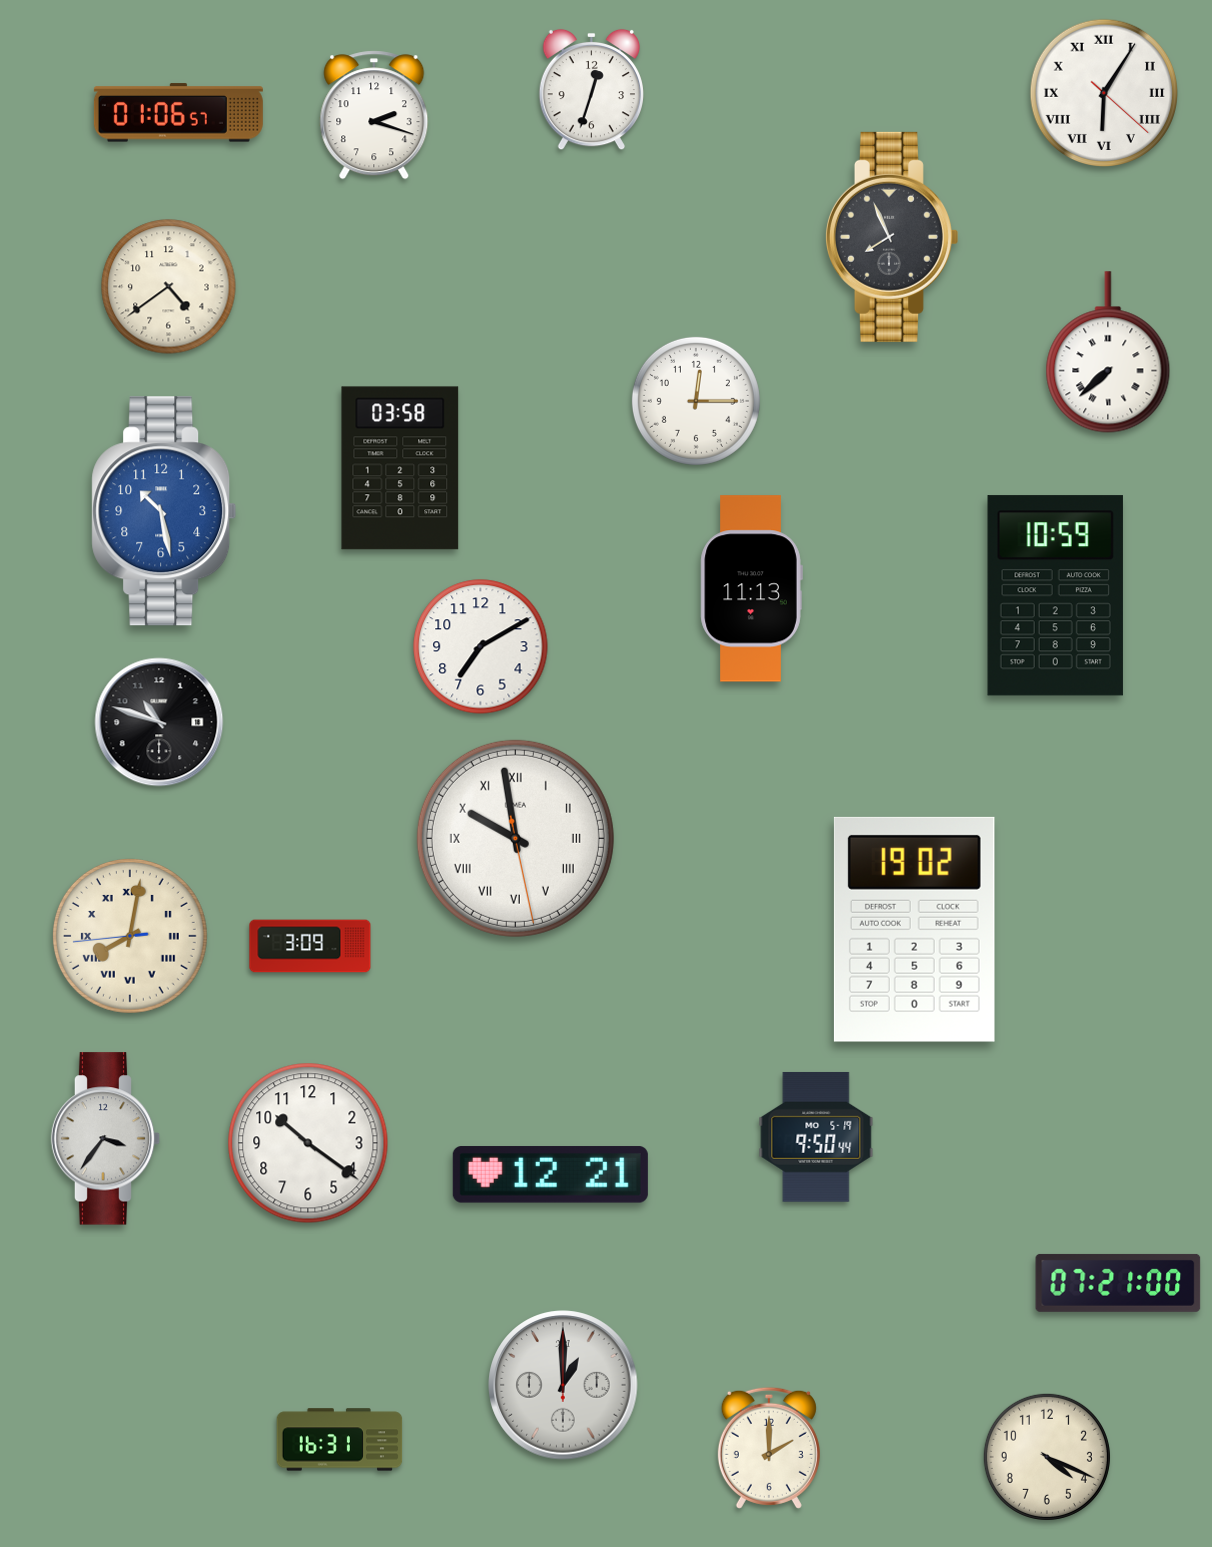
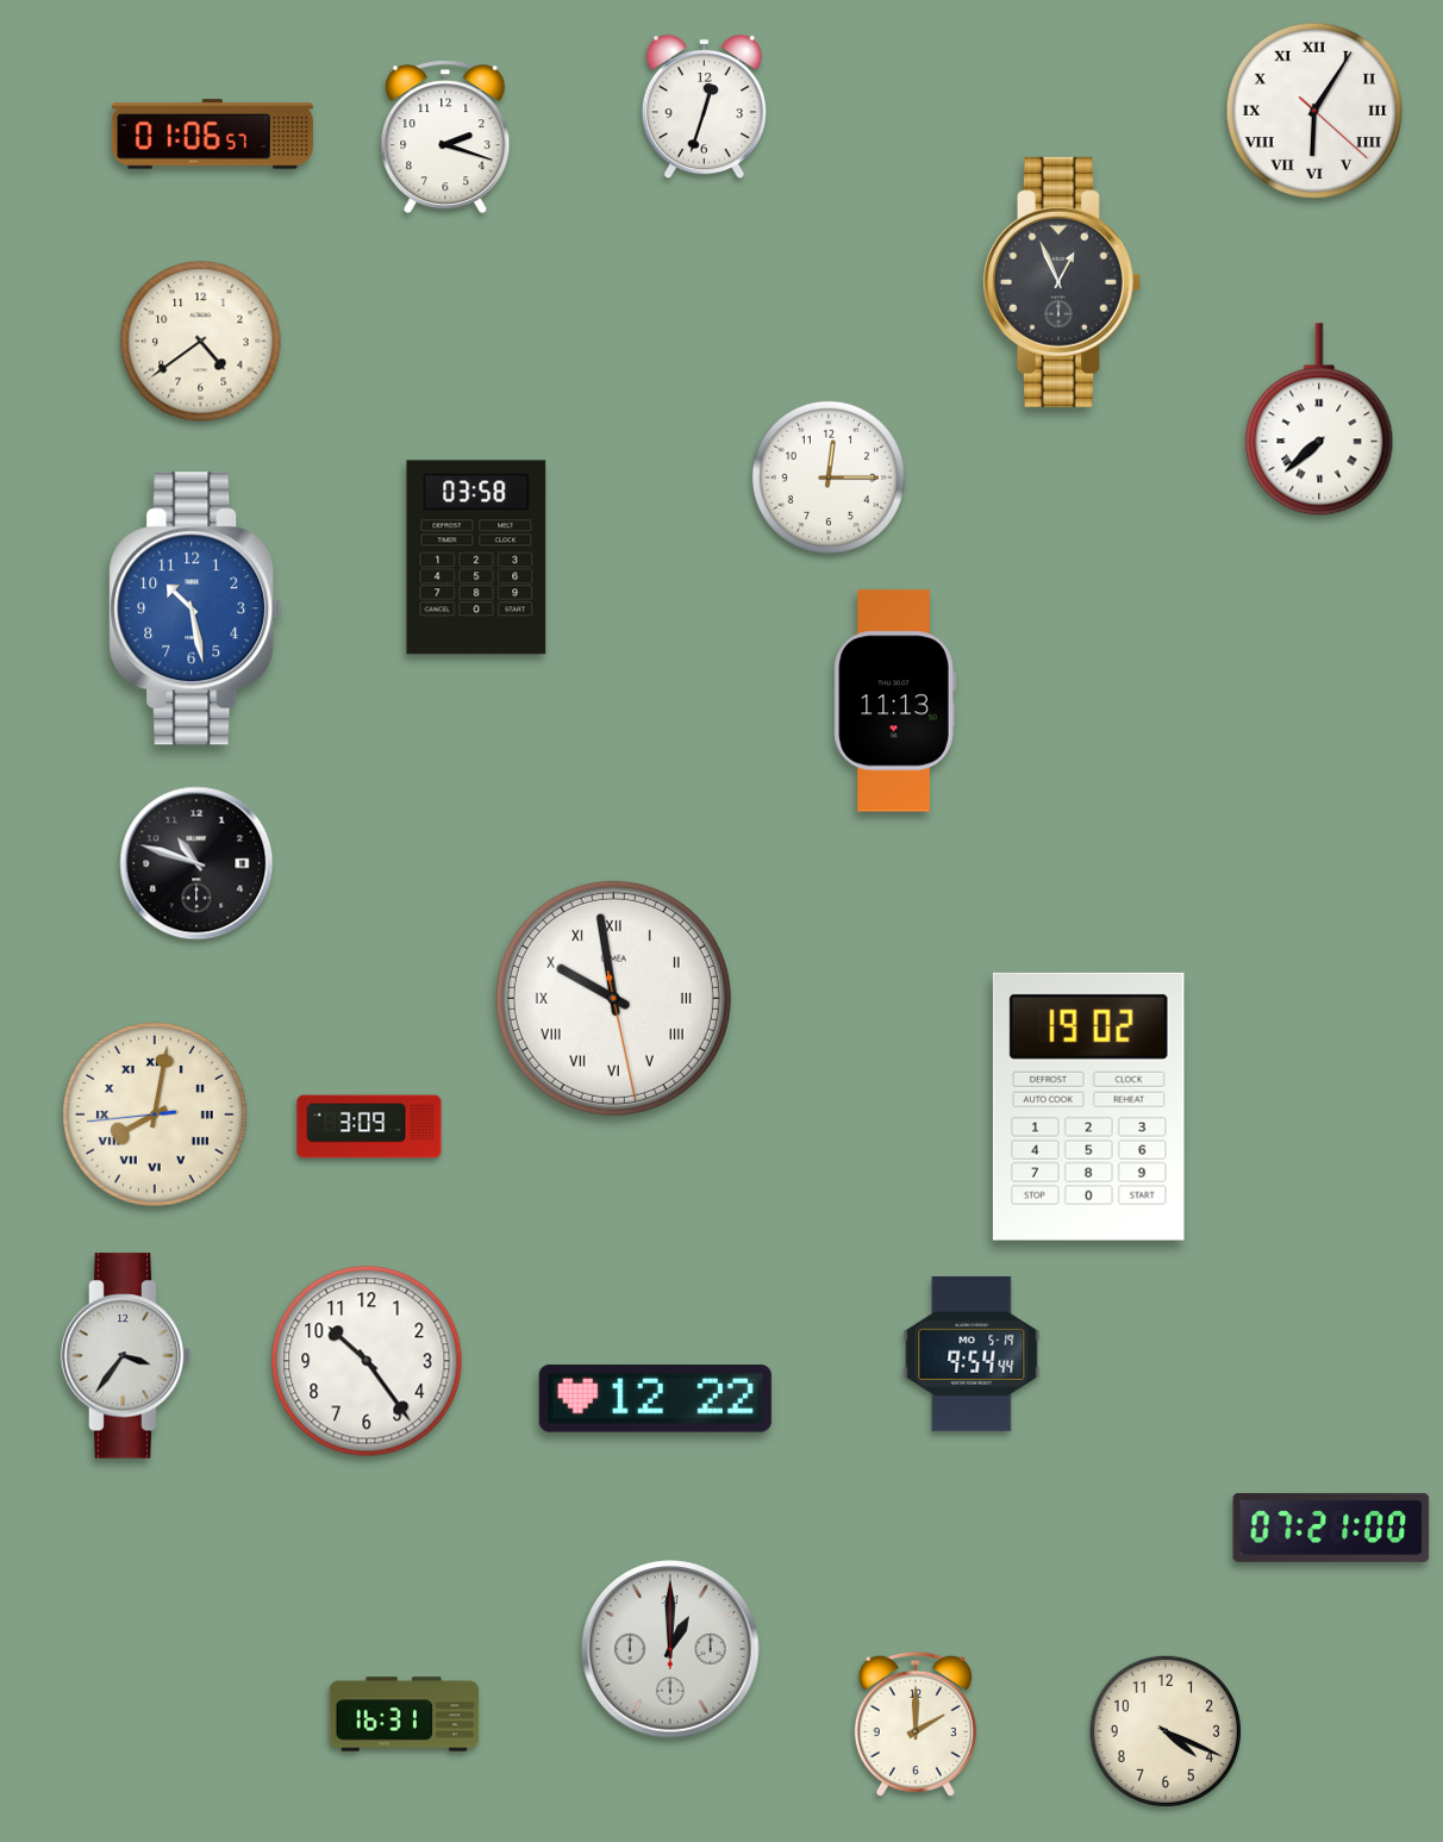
clock at (891, 237): 7:56 -> 12:56
clock at (1055, 596): 10:59 -> none
clock at (481, 647): 7:10 -> none
clock at (159, 722) position: (159, 722) -> (196, 863)
clock at (816, 1137): 9:50 -> 9:54
clock at (308, 1143): 10:21 -> 10:24
clock at (550, 1175): 12:21 -> 12:22
clock at (1047, 1457) position: (1047, 1457) -> (1166, 1731)
